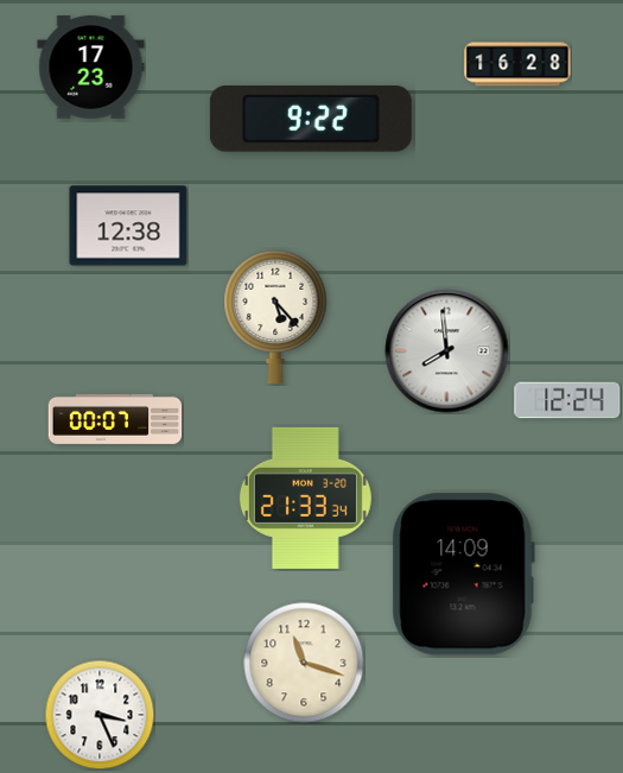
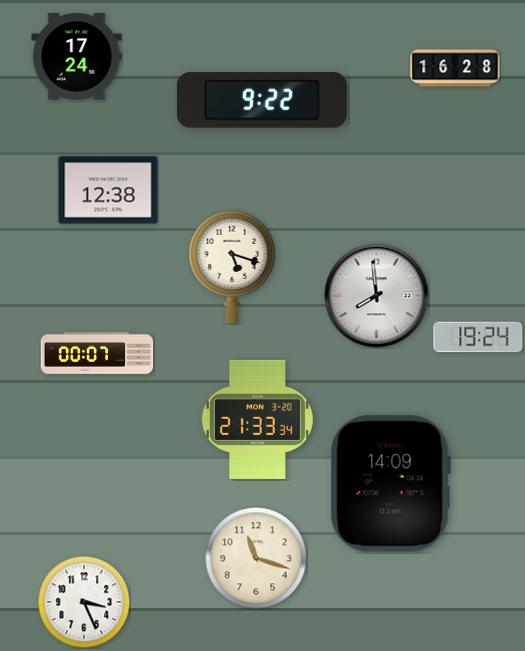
clock at (517, 64) position: (517, 64) -> (455, 68)
clock at (91, 68): 17:23 -> 17:24
clock at (275, 317): 5:23 -> 5:18
clock at (567, 400): 12:24 -> 19:24
